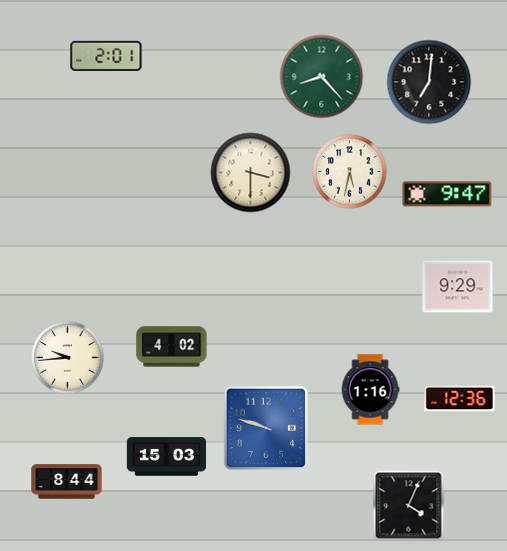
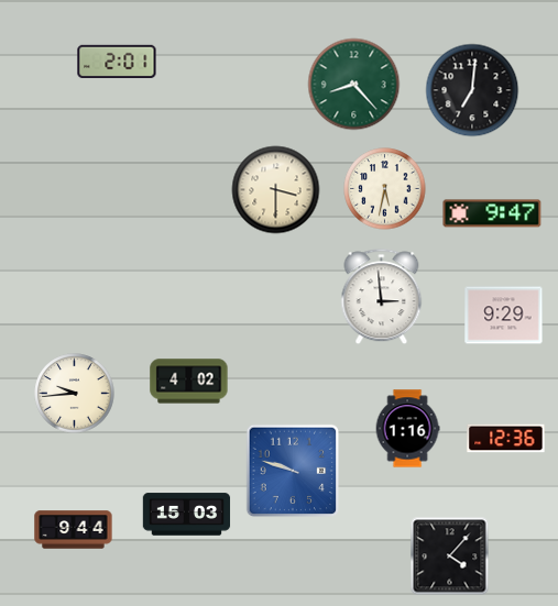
clock at (382, 297): none -> 2:59
clock at (167, 457) position: (167, 457) -> (187, 515)
clock at (67, 482): 8:44 -> 9:44
clock at (409, 506): 4:04 -> 4:07
